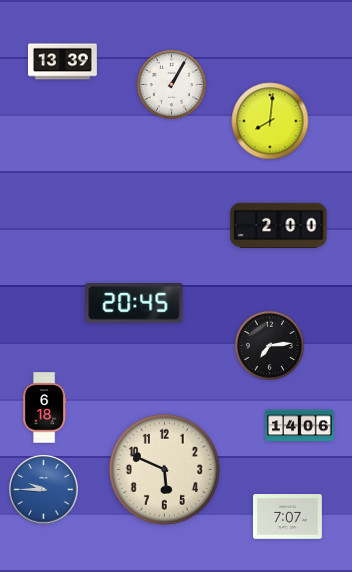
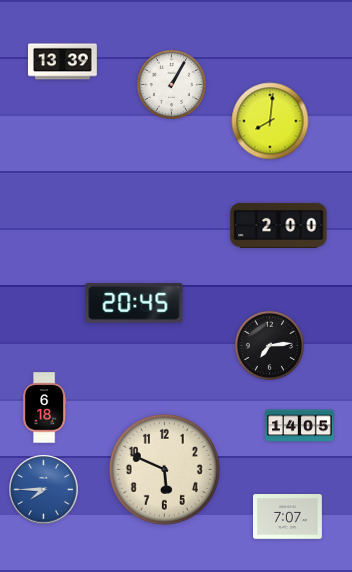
clock at (300, 426): 14:06 -> 14:05
clock at (44, 490): 9:45 -> 7:45
